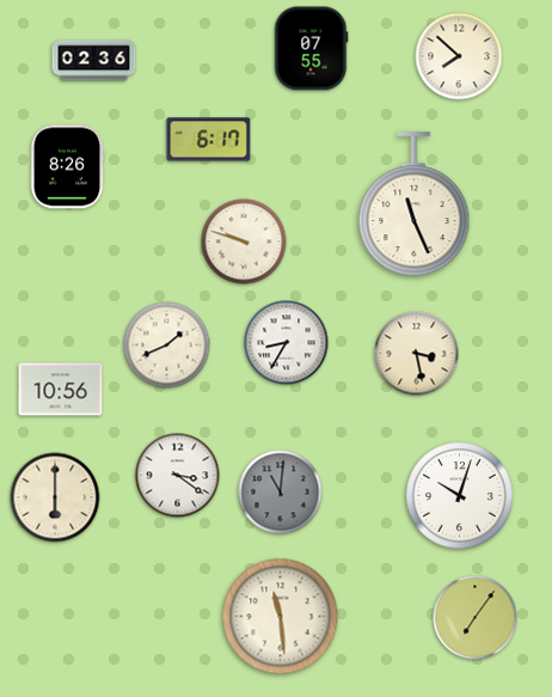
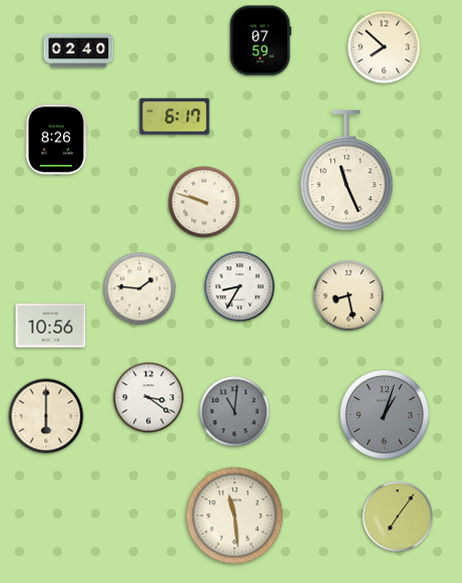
clock at (311, 49): 07:55 -> 07:59
clock at (94, 61): 02:36 -> 02:40
clock at (167, 346): 1:41 -> 1:46
clock at (417, 354): 3:28 -> 8:28
clock at (460, 496): 10:03 -> 1:03
clock at (460, 496) dial: white -> grey
